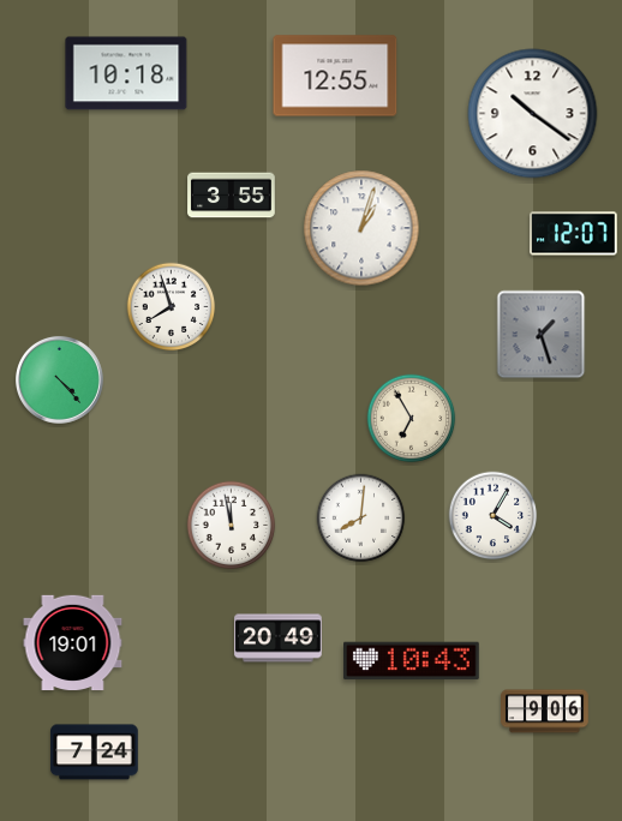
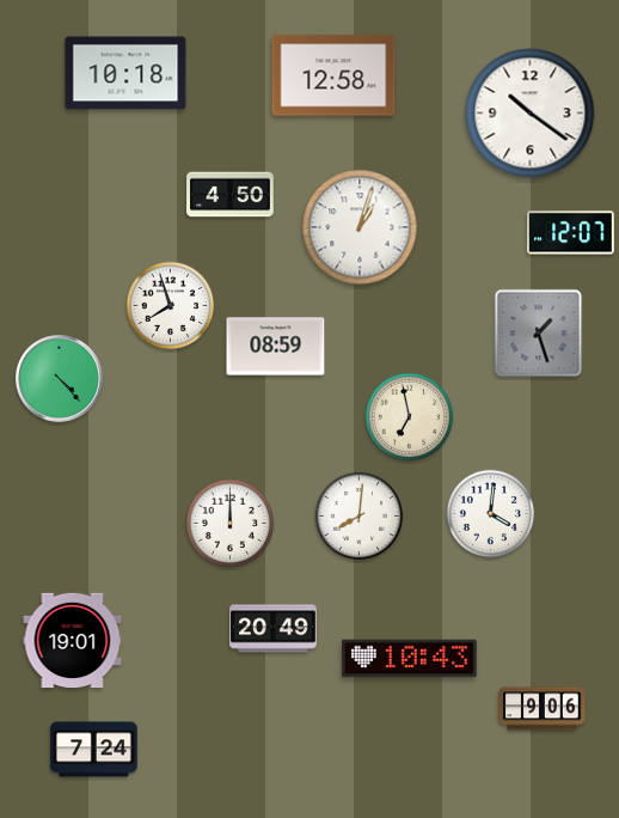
clock at (335, 76): 12:55 -> 12:58
clock at (232, 196): 3:55 -> 4:50
clock at (276, 347): none -> 08:59
clock at (412, 419): 6:55 -> 6:58
clock at (494, 516): 4:05 -> 4:01
clock at (232, 526): 11:58 -> 12:00
clock at (279, 639) position: (279, 639) -> (274, 629)
